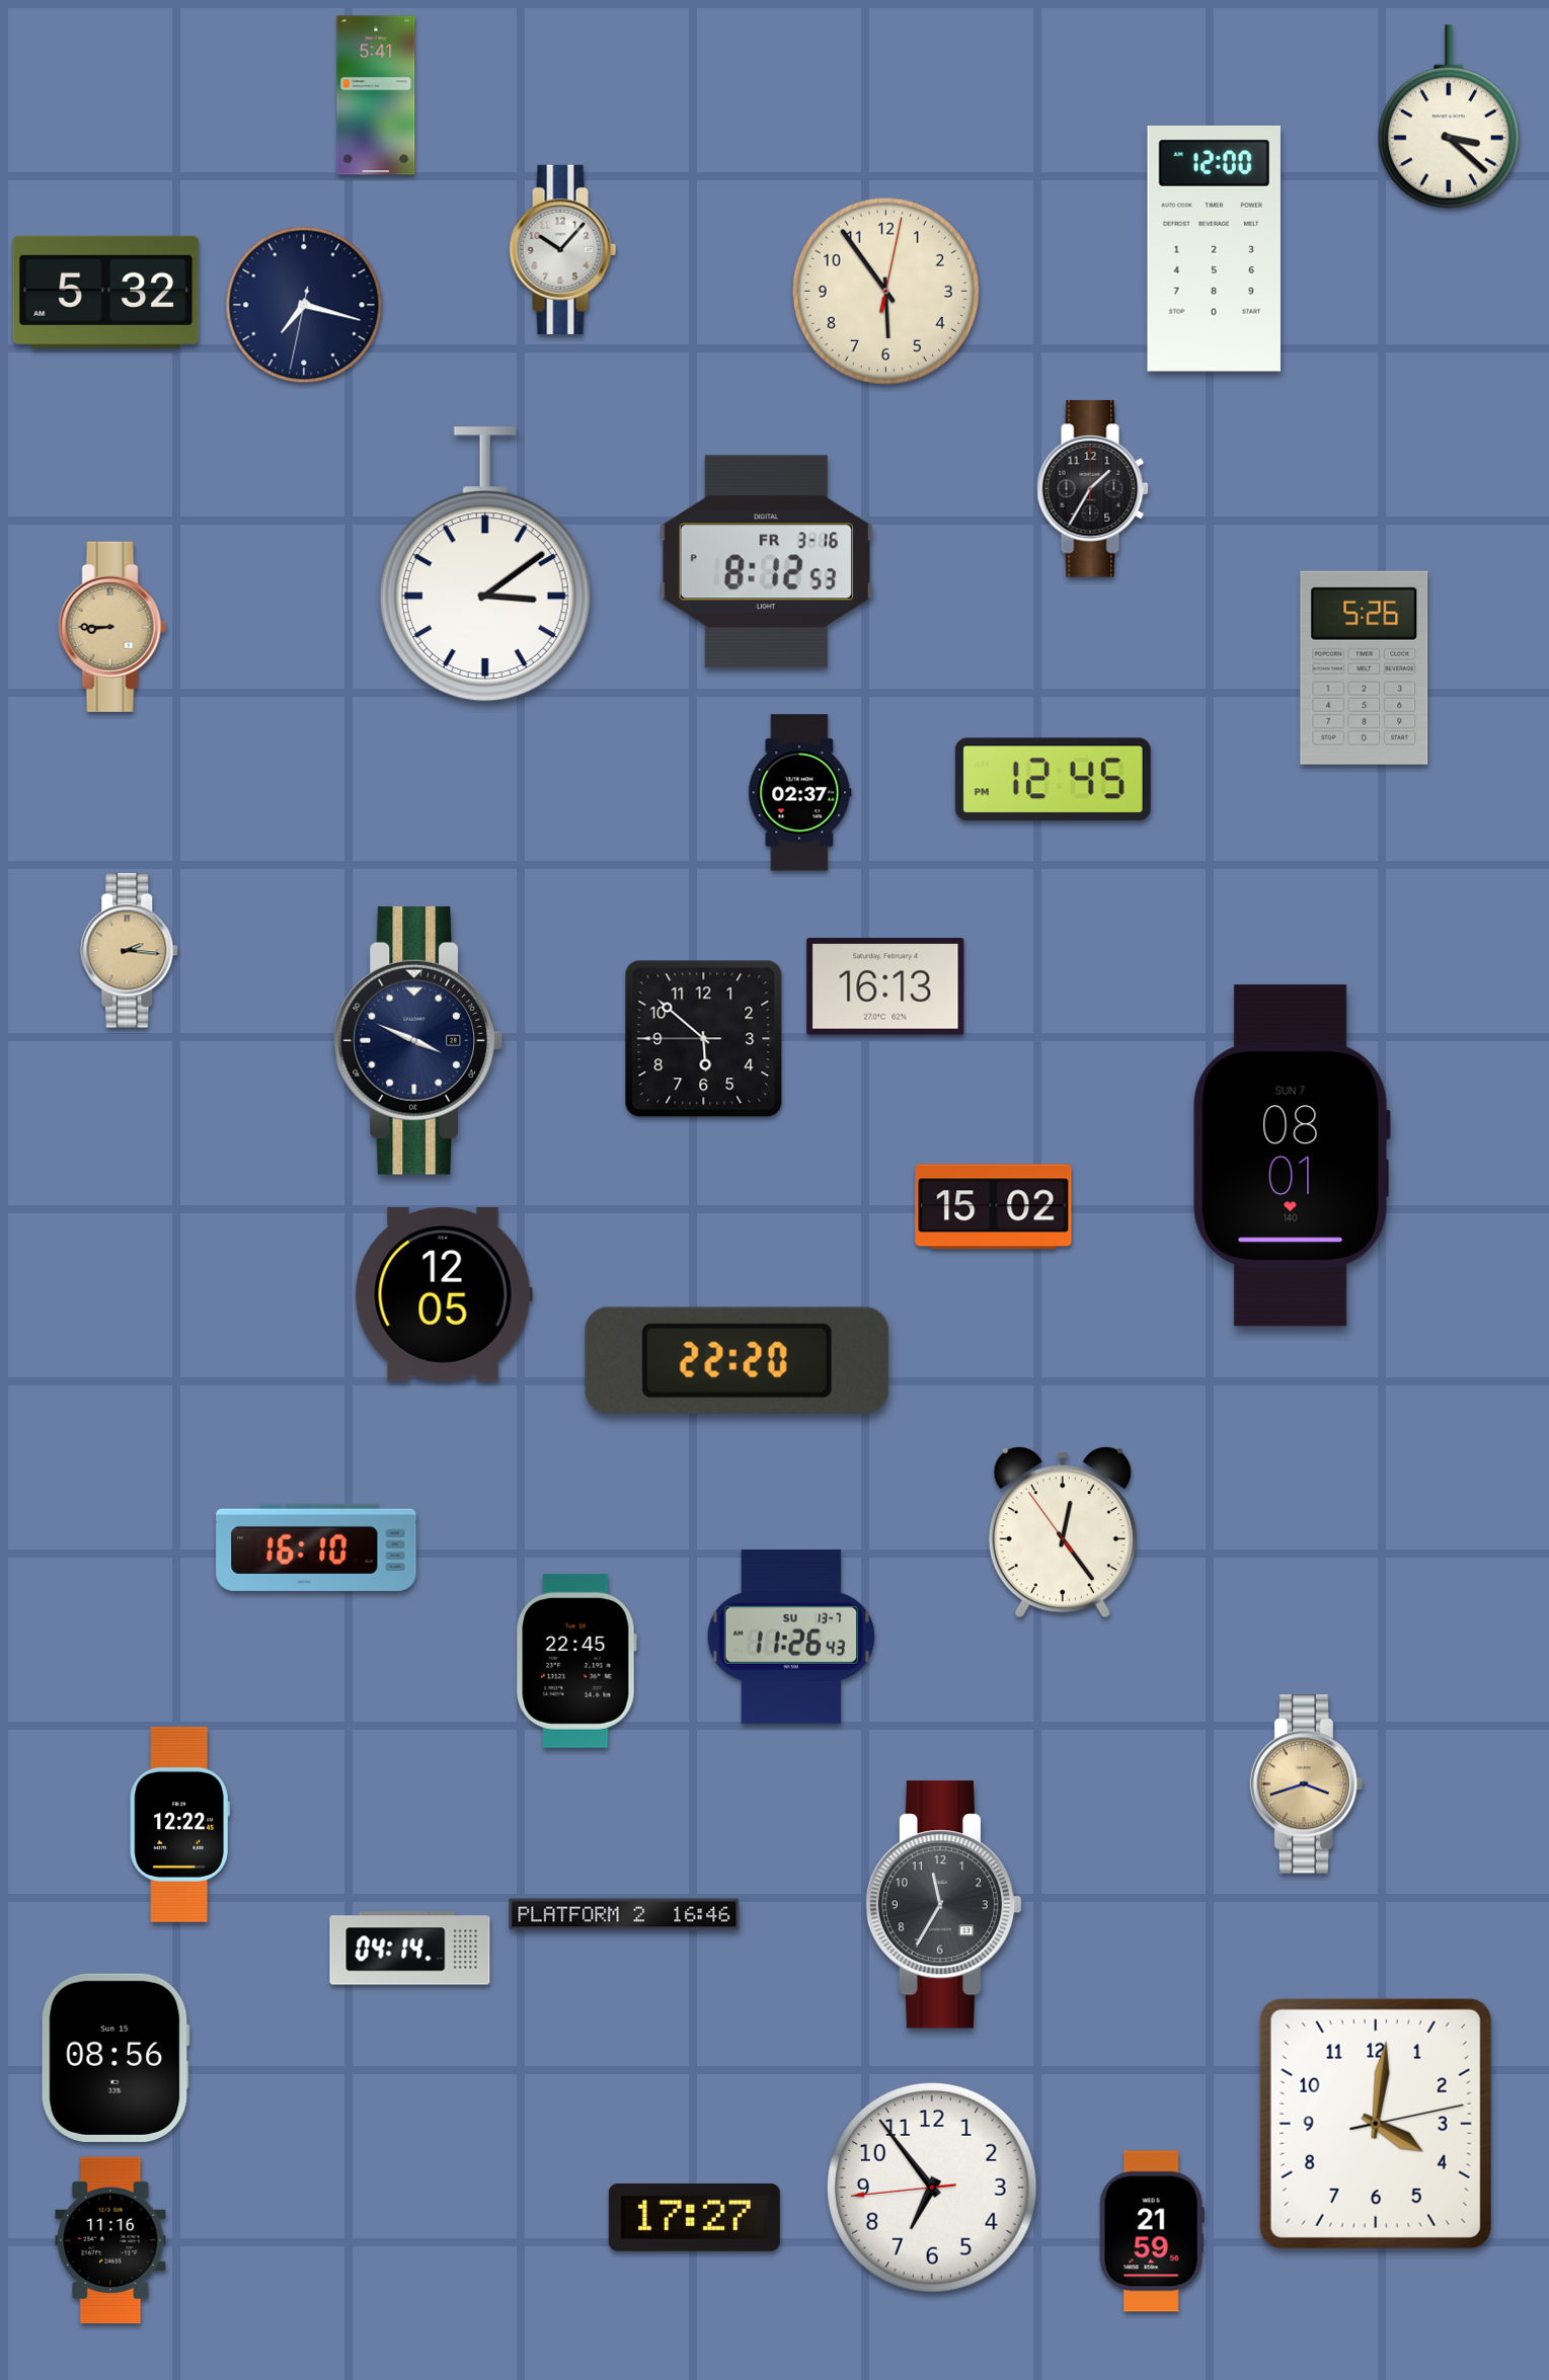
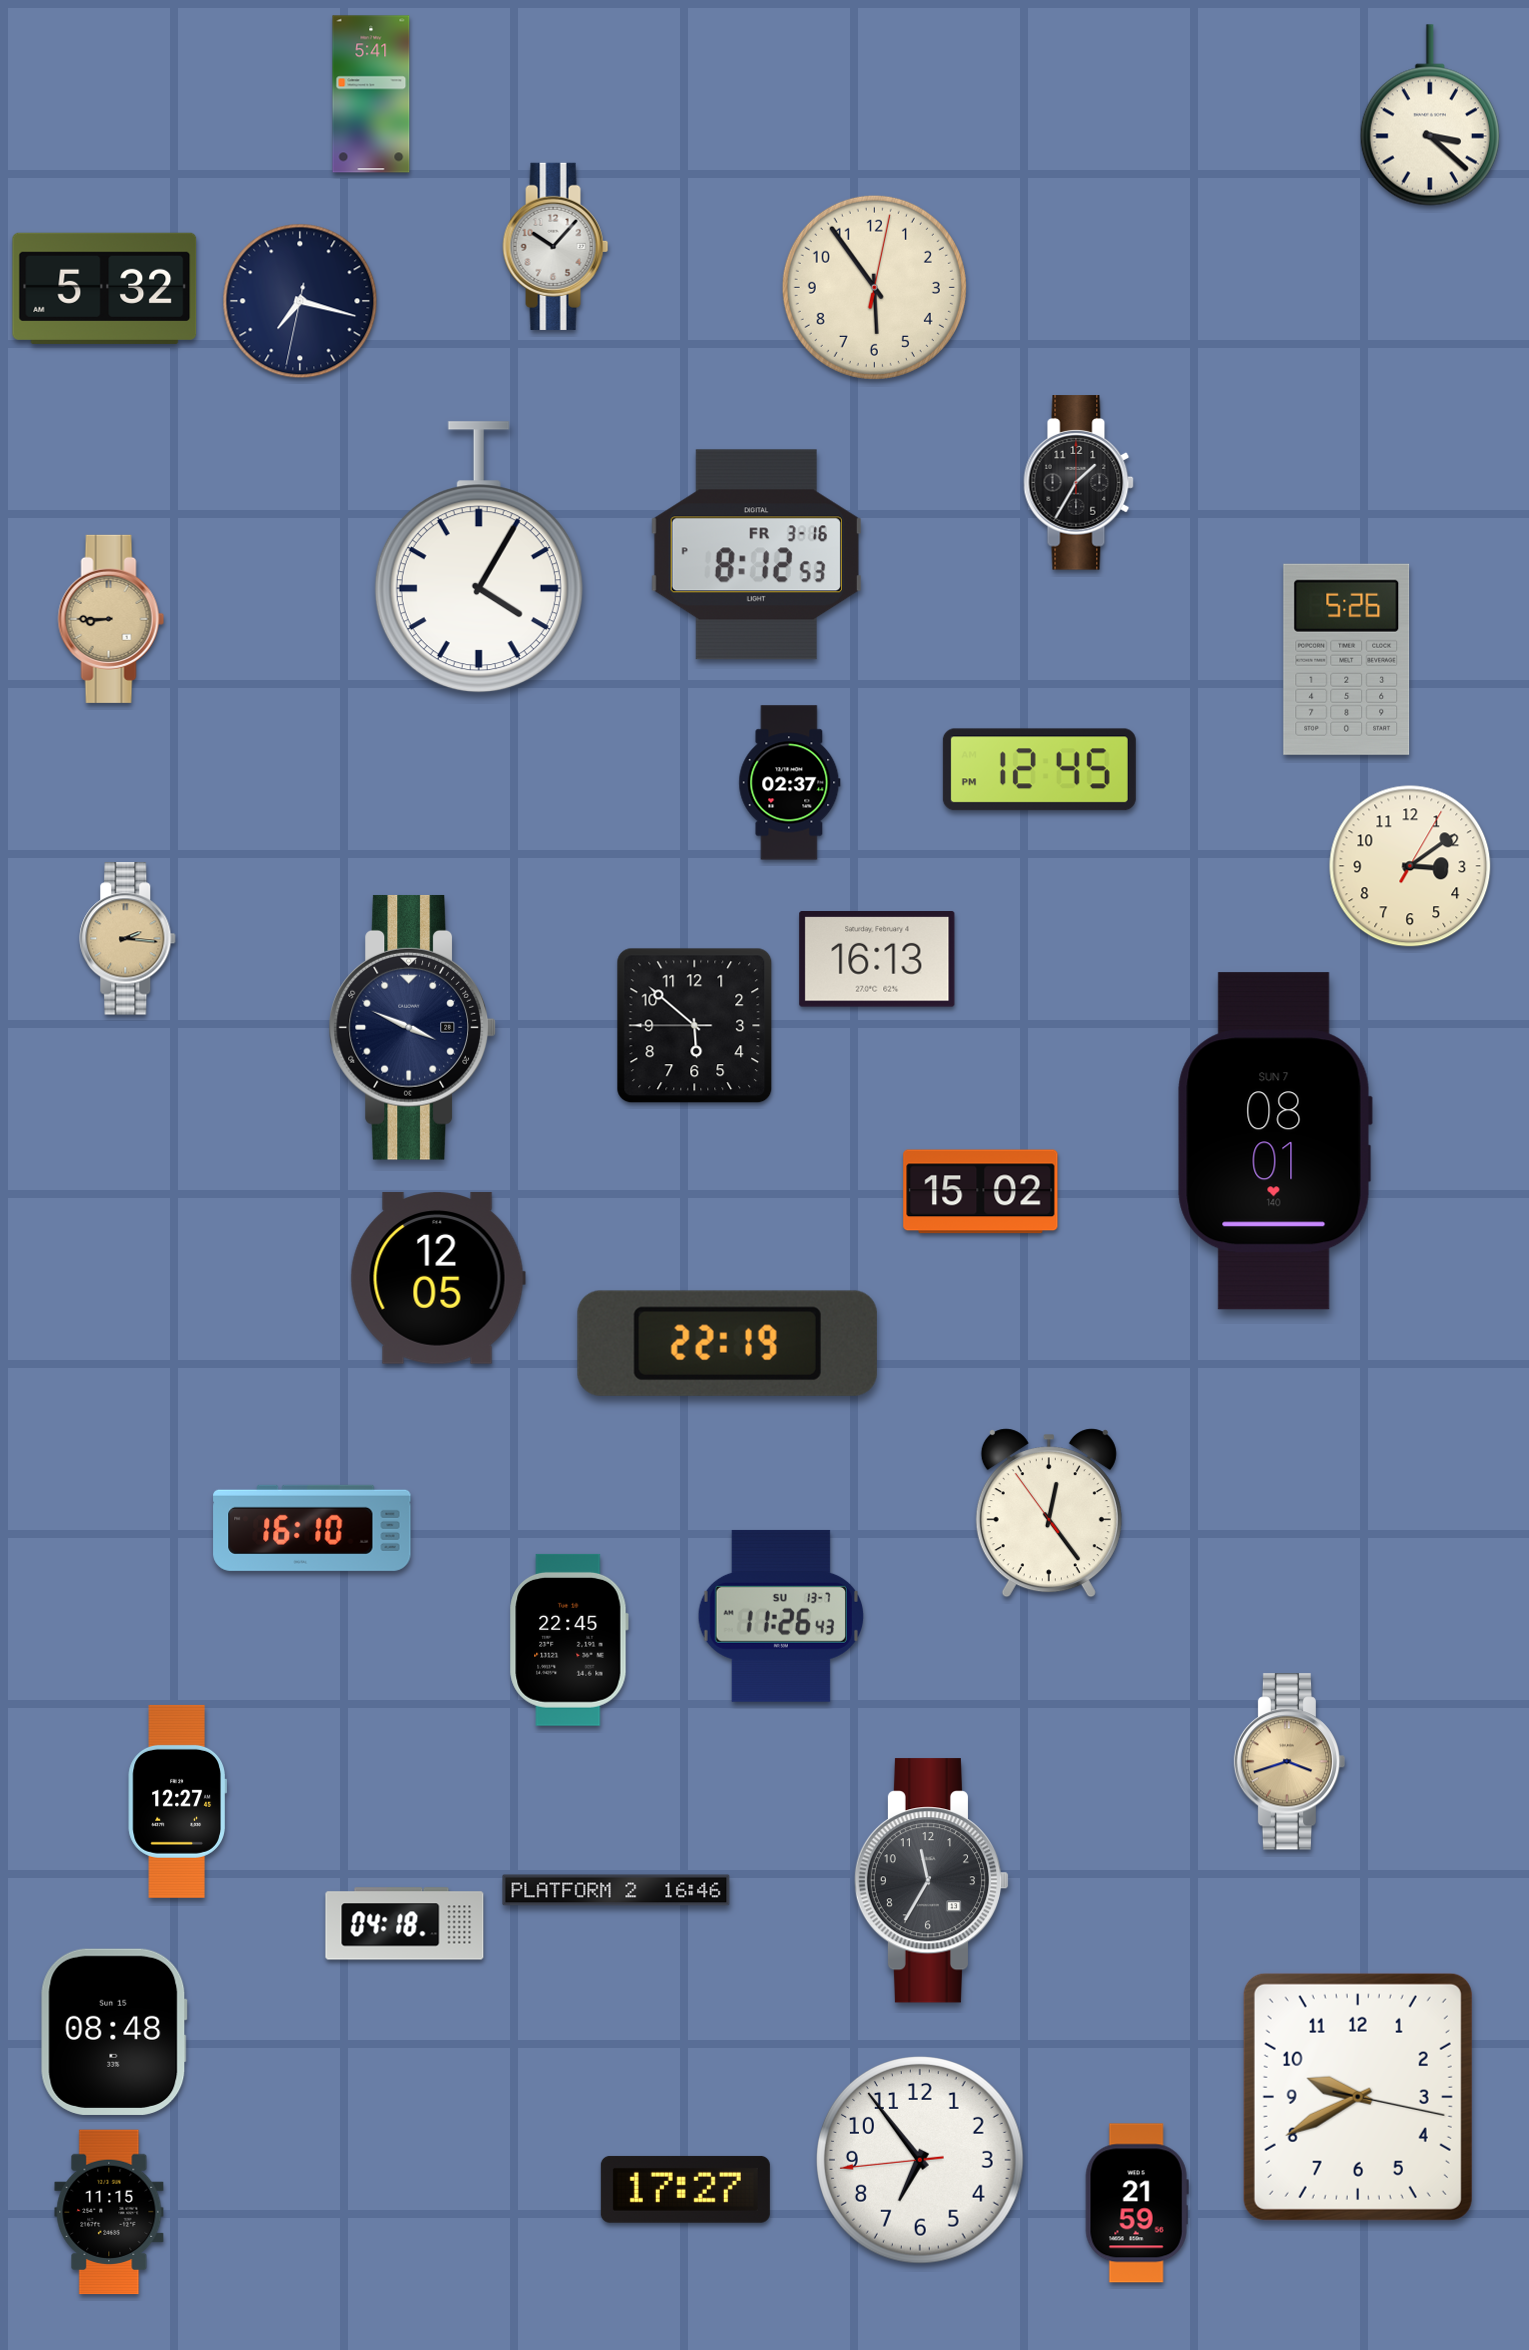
clock at (1214, 249): 12:00 -> none
clock at (485, 565): 3:09 -> 4:05
clock at (1410, 866): none -> 3:09
clock at (885, 986) position: (885, 986) -> (877, 959)
clock at (737, 1360): 22:20 -> 22:19
clock at (179, 1824): 12:22 -> 12:27
clock at (410, 1949): 04:14 -> 04:18
clock at (115, 2058): 08:56 -> 08:48
clock at (1376, 2124): 4:01 -> 9:40
clock at (110, 2240): 11:16 -> 11:15
